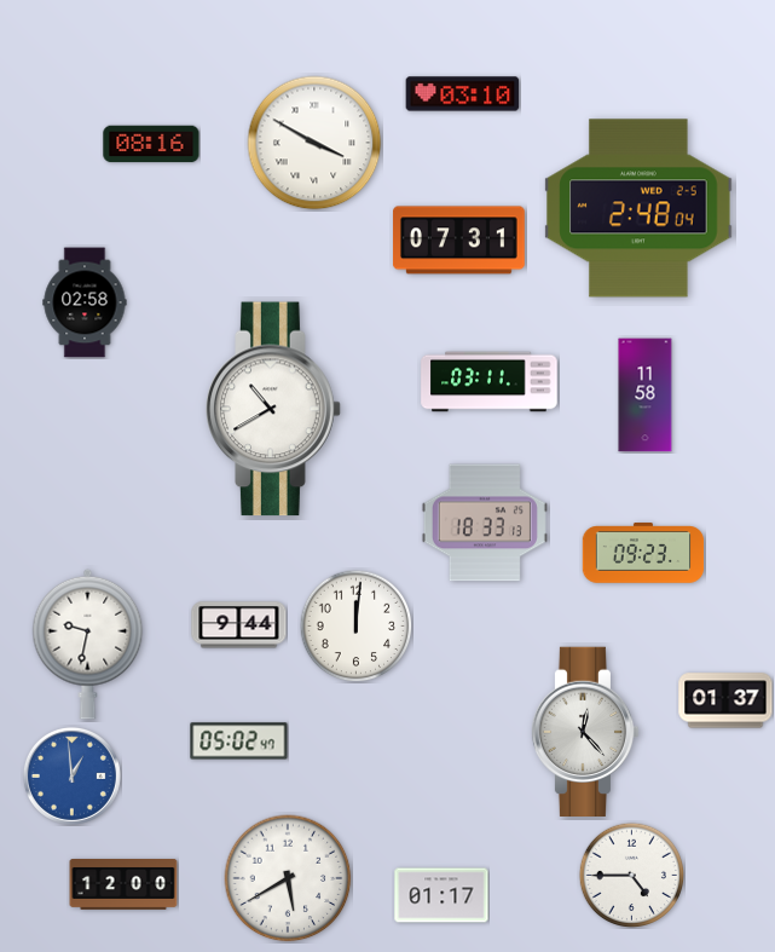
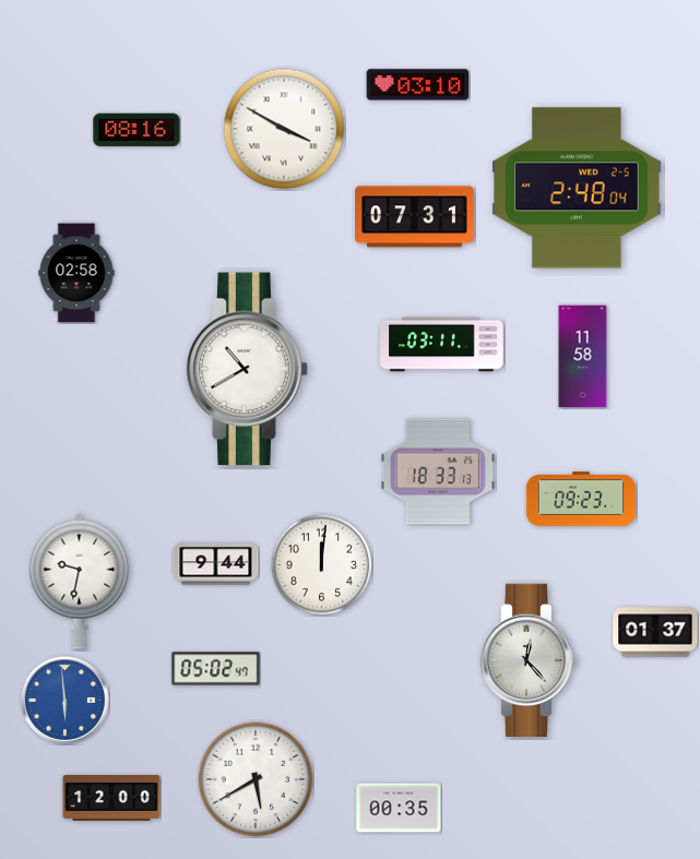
clock at (71, 775): 12:59 -> 5:59
clock at (631, 875): 4:45 -> none
clock at (288, 878) position: (288, 878) -> (256, 779)
clock at (441, 895): 01:17 -> 00:35
